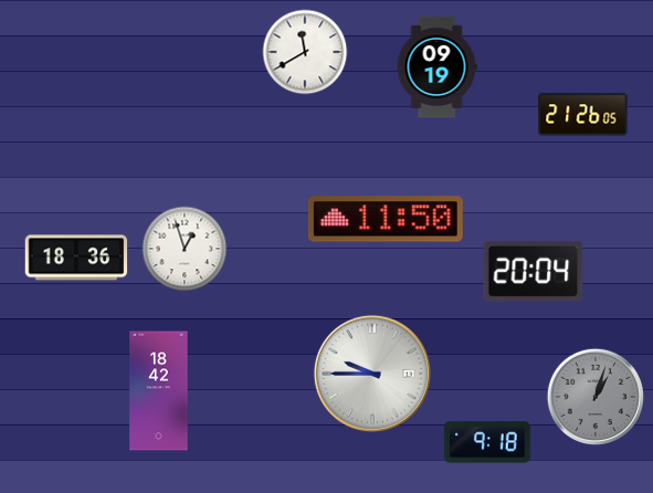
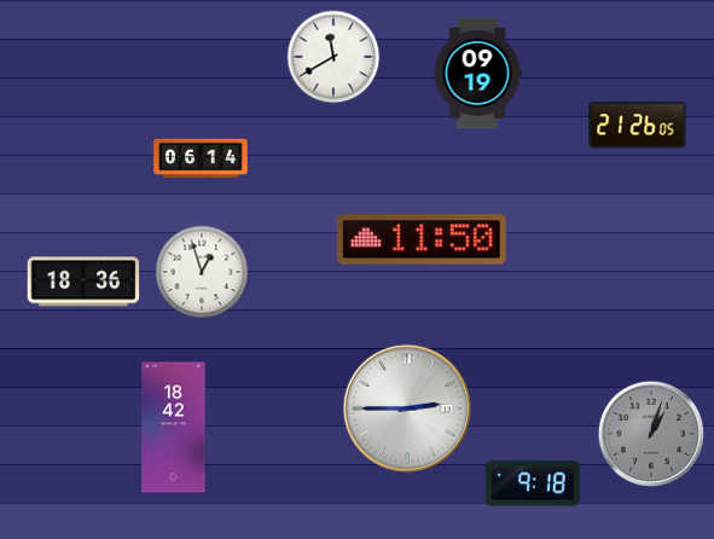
clock at (201, 158): none -> 06:14
clock at (534, 271): 20:04 -> none
clock at (372, 374): 9:45 -> 2:45
